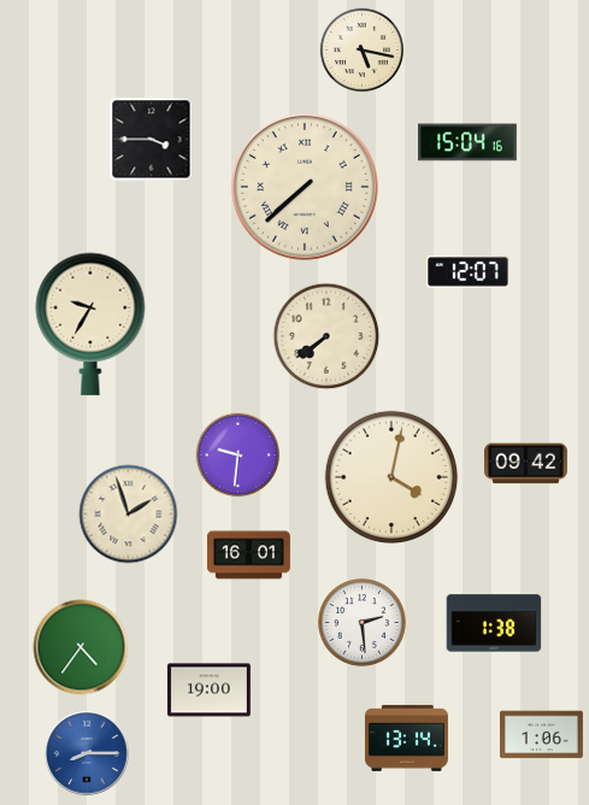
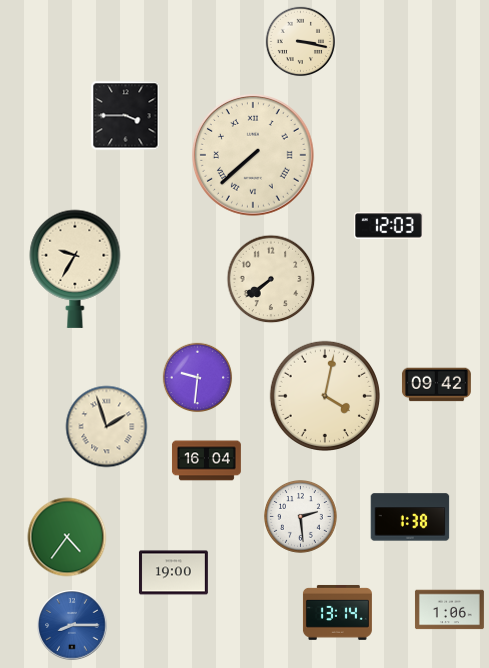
clock at (363, 51): 5:17 -> 3:17
clock at (469, 142): 15:04 -> none
clock at (467, 272): 12:07 -> 12:03
clock at (248, 556): 16:01 -> 16:04
